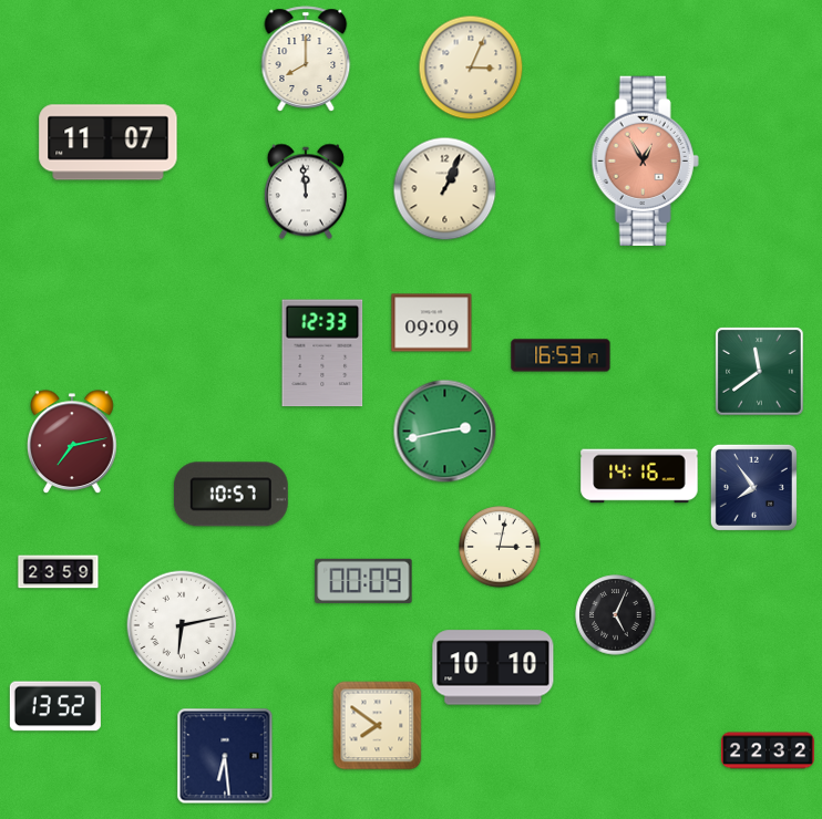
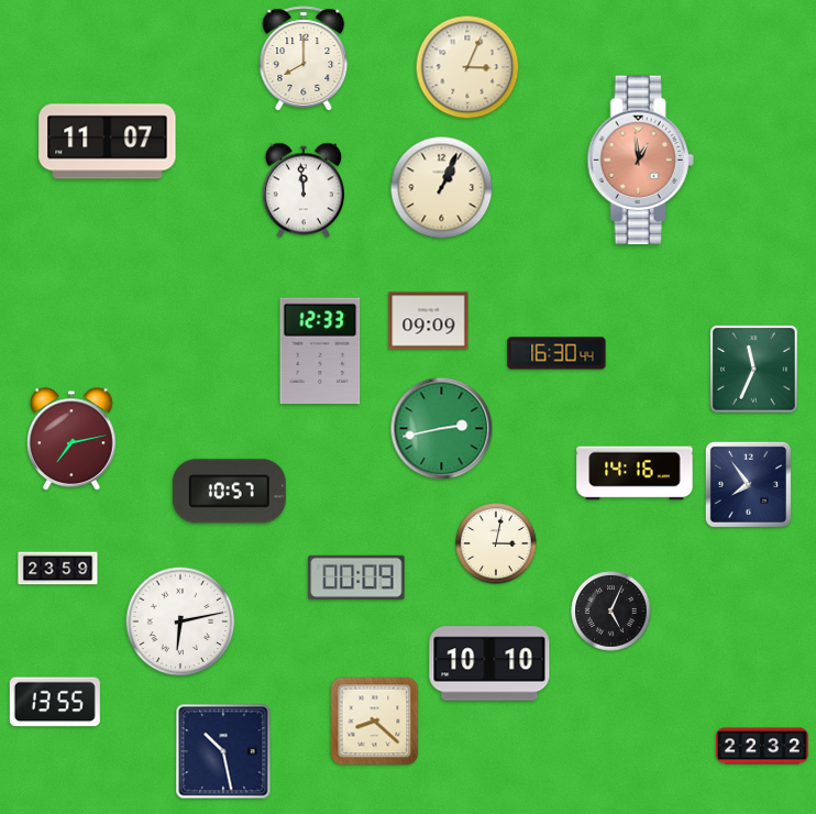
clock at (645, 160): 12:55 -> 12:59
clock at (561, 355): 16:53 -> 16:30
clock at (760, 372): 11:39 -> 11:34
clock at (363, 581) position: (363, 581) -> (356, 577)
clock at (55, 706): 13:52 -> 13:55
clock at (378, 726): 7:51 -> 8:22
clock at (225, 756): 6:29 -> 10:28
